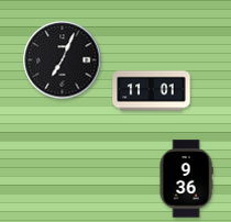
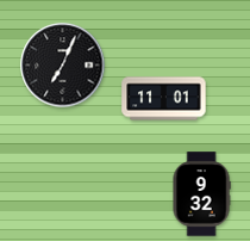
clock at (63, 60) position: (63, 60) -> (63, 66)
clock at (186, 179): 9:36 -> 9:32
